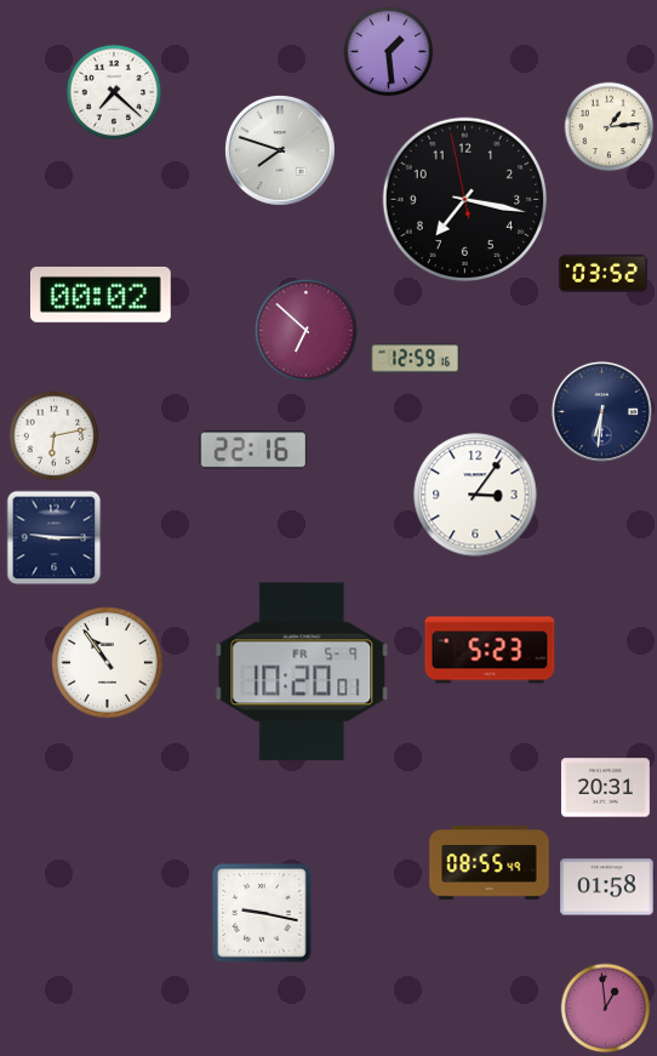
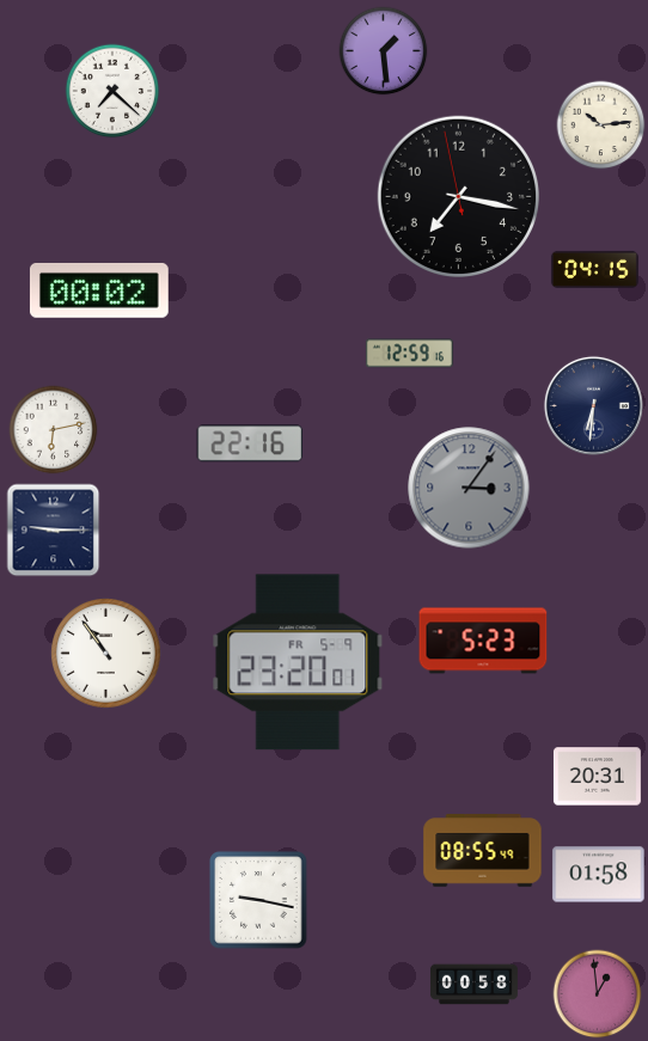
clock at (610, 127): 1:14 -> 10:14
clock at (280, 150): 7:48 -> none
clock at (602, 273): 03:52 -> 04:15
clock at (305, 330): 6:52 -> none
clock at (475, 495) dial: white -> grey
clock at (302, 672): 10:20 -> 23:20
clock at (473, 985): none -> 00:58
